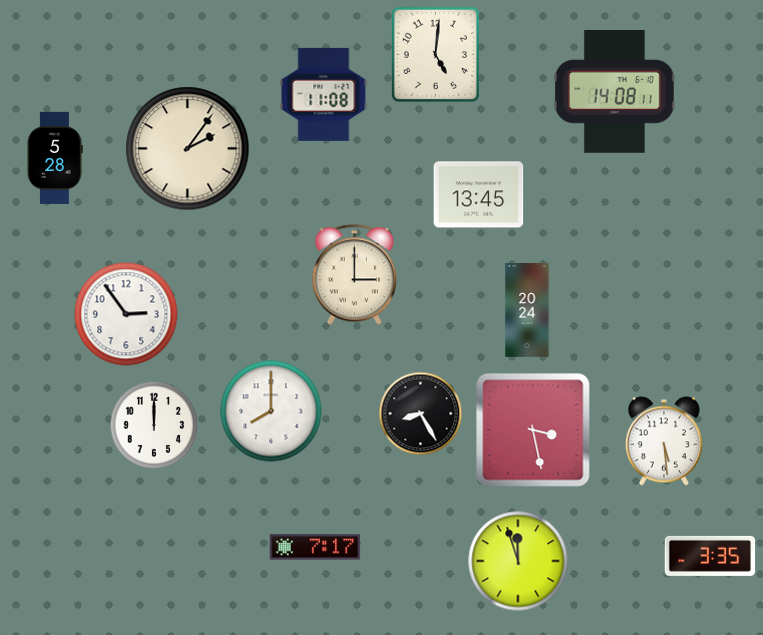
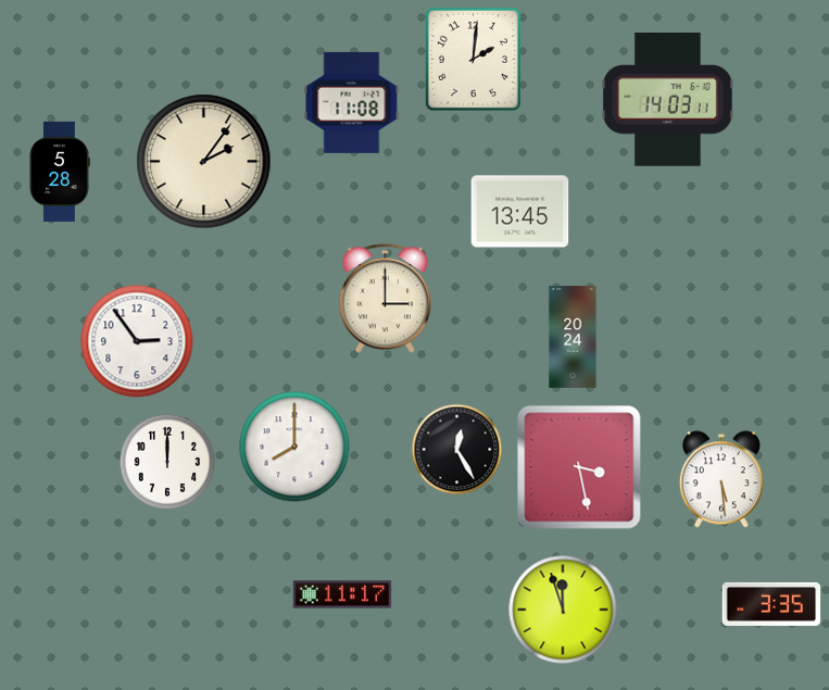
clock at (435, 54): 5:01 -> 2:01
clock at (614, 91): 14:08 -> 14:03
clock at (421, 414): 8:25 -> 12:25
clock at (315, 547): 7:17 -> 11:17
